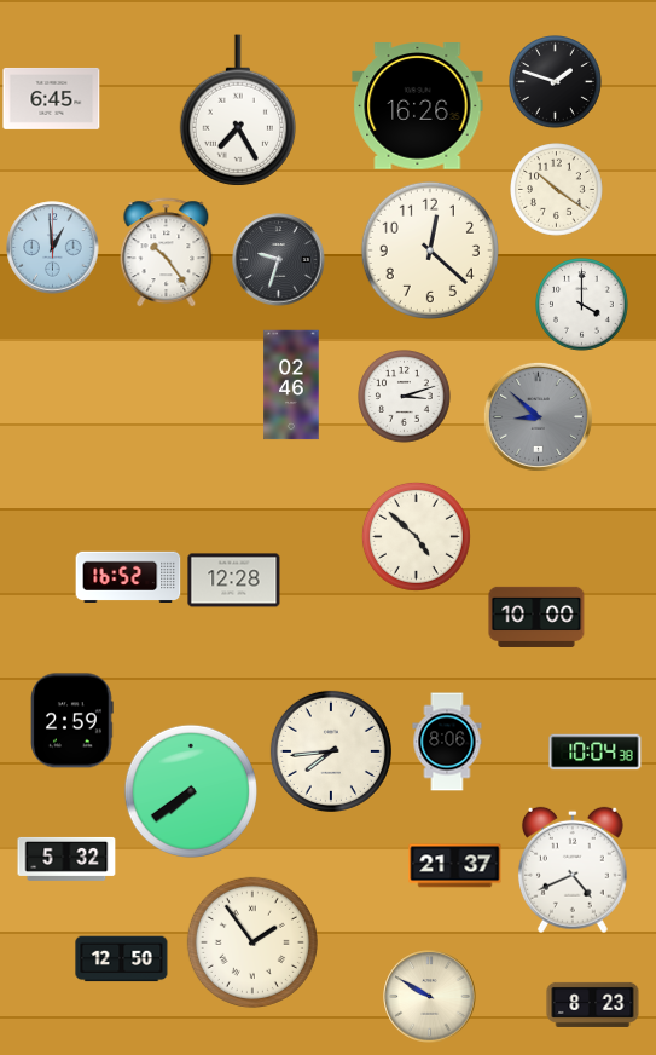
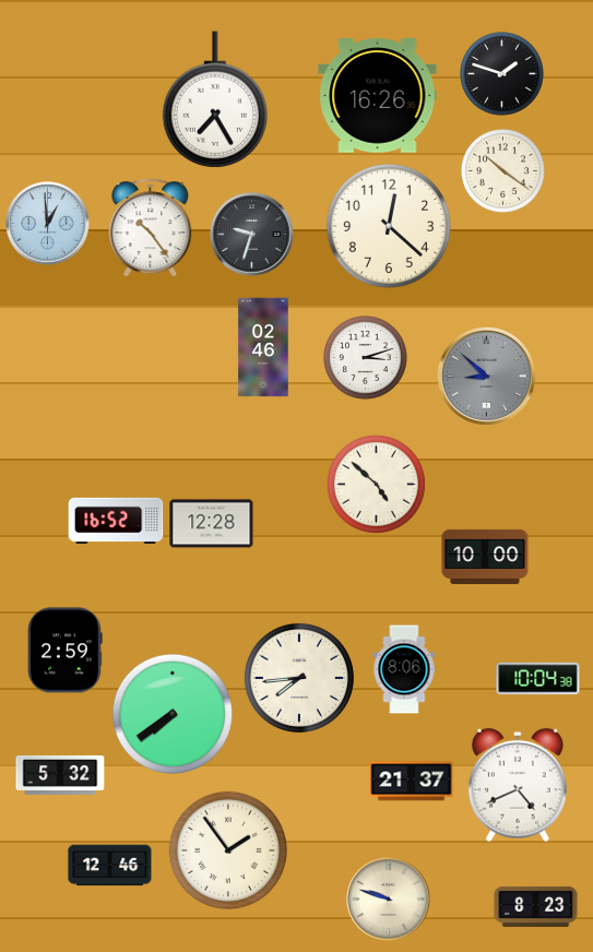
clock at (52, 98): 6:45 -> none
clock at (582, 305): 4:00 -> none
clock at (122, 959): 12:50 -> 12:46
clock at (430, 997): 9:50 -> 9:48
